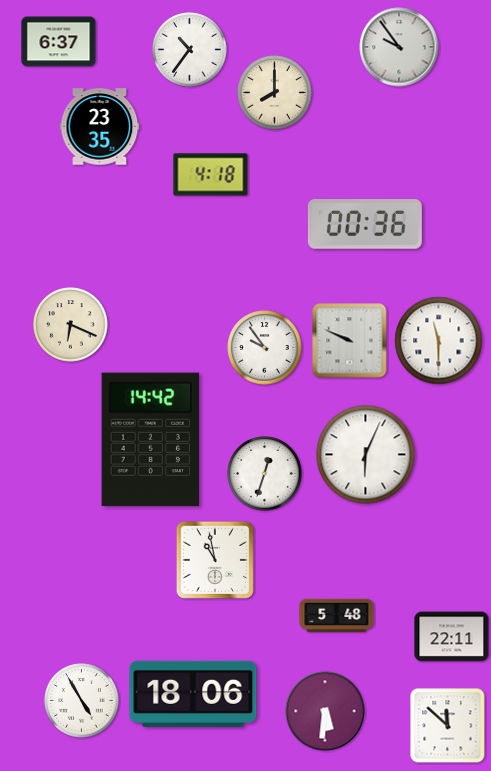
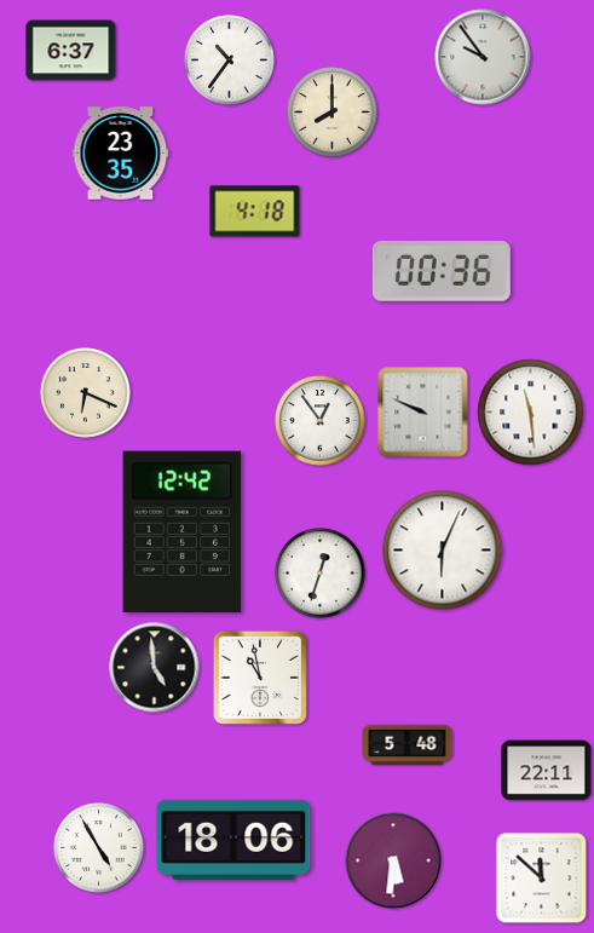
clock at (439, 341): 11:30 -> 11:29
clock at (265, 348): 9:54 -> 12:54
clock at (151, 439): 14:42 -> 12:42
clock at (155, 668): none -> 4:59
